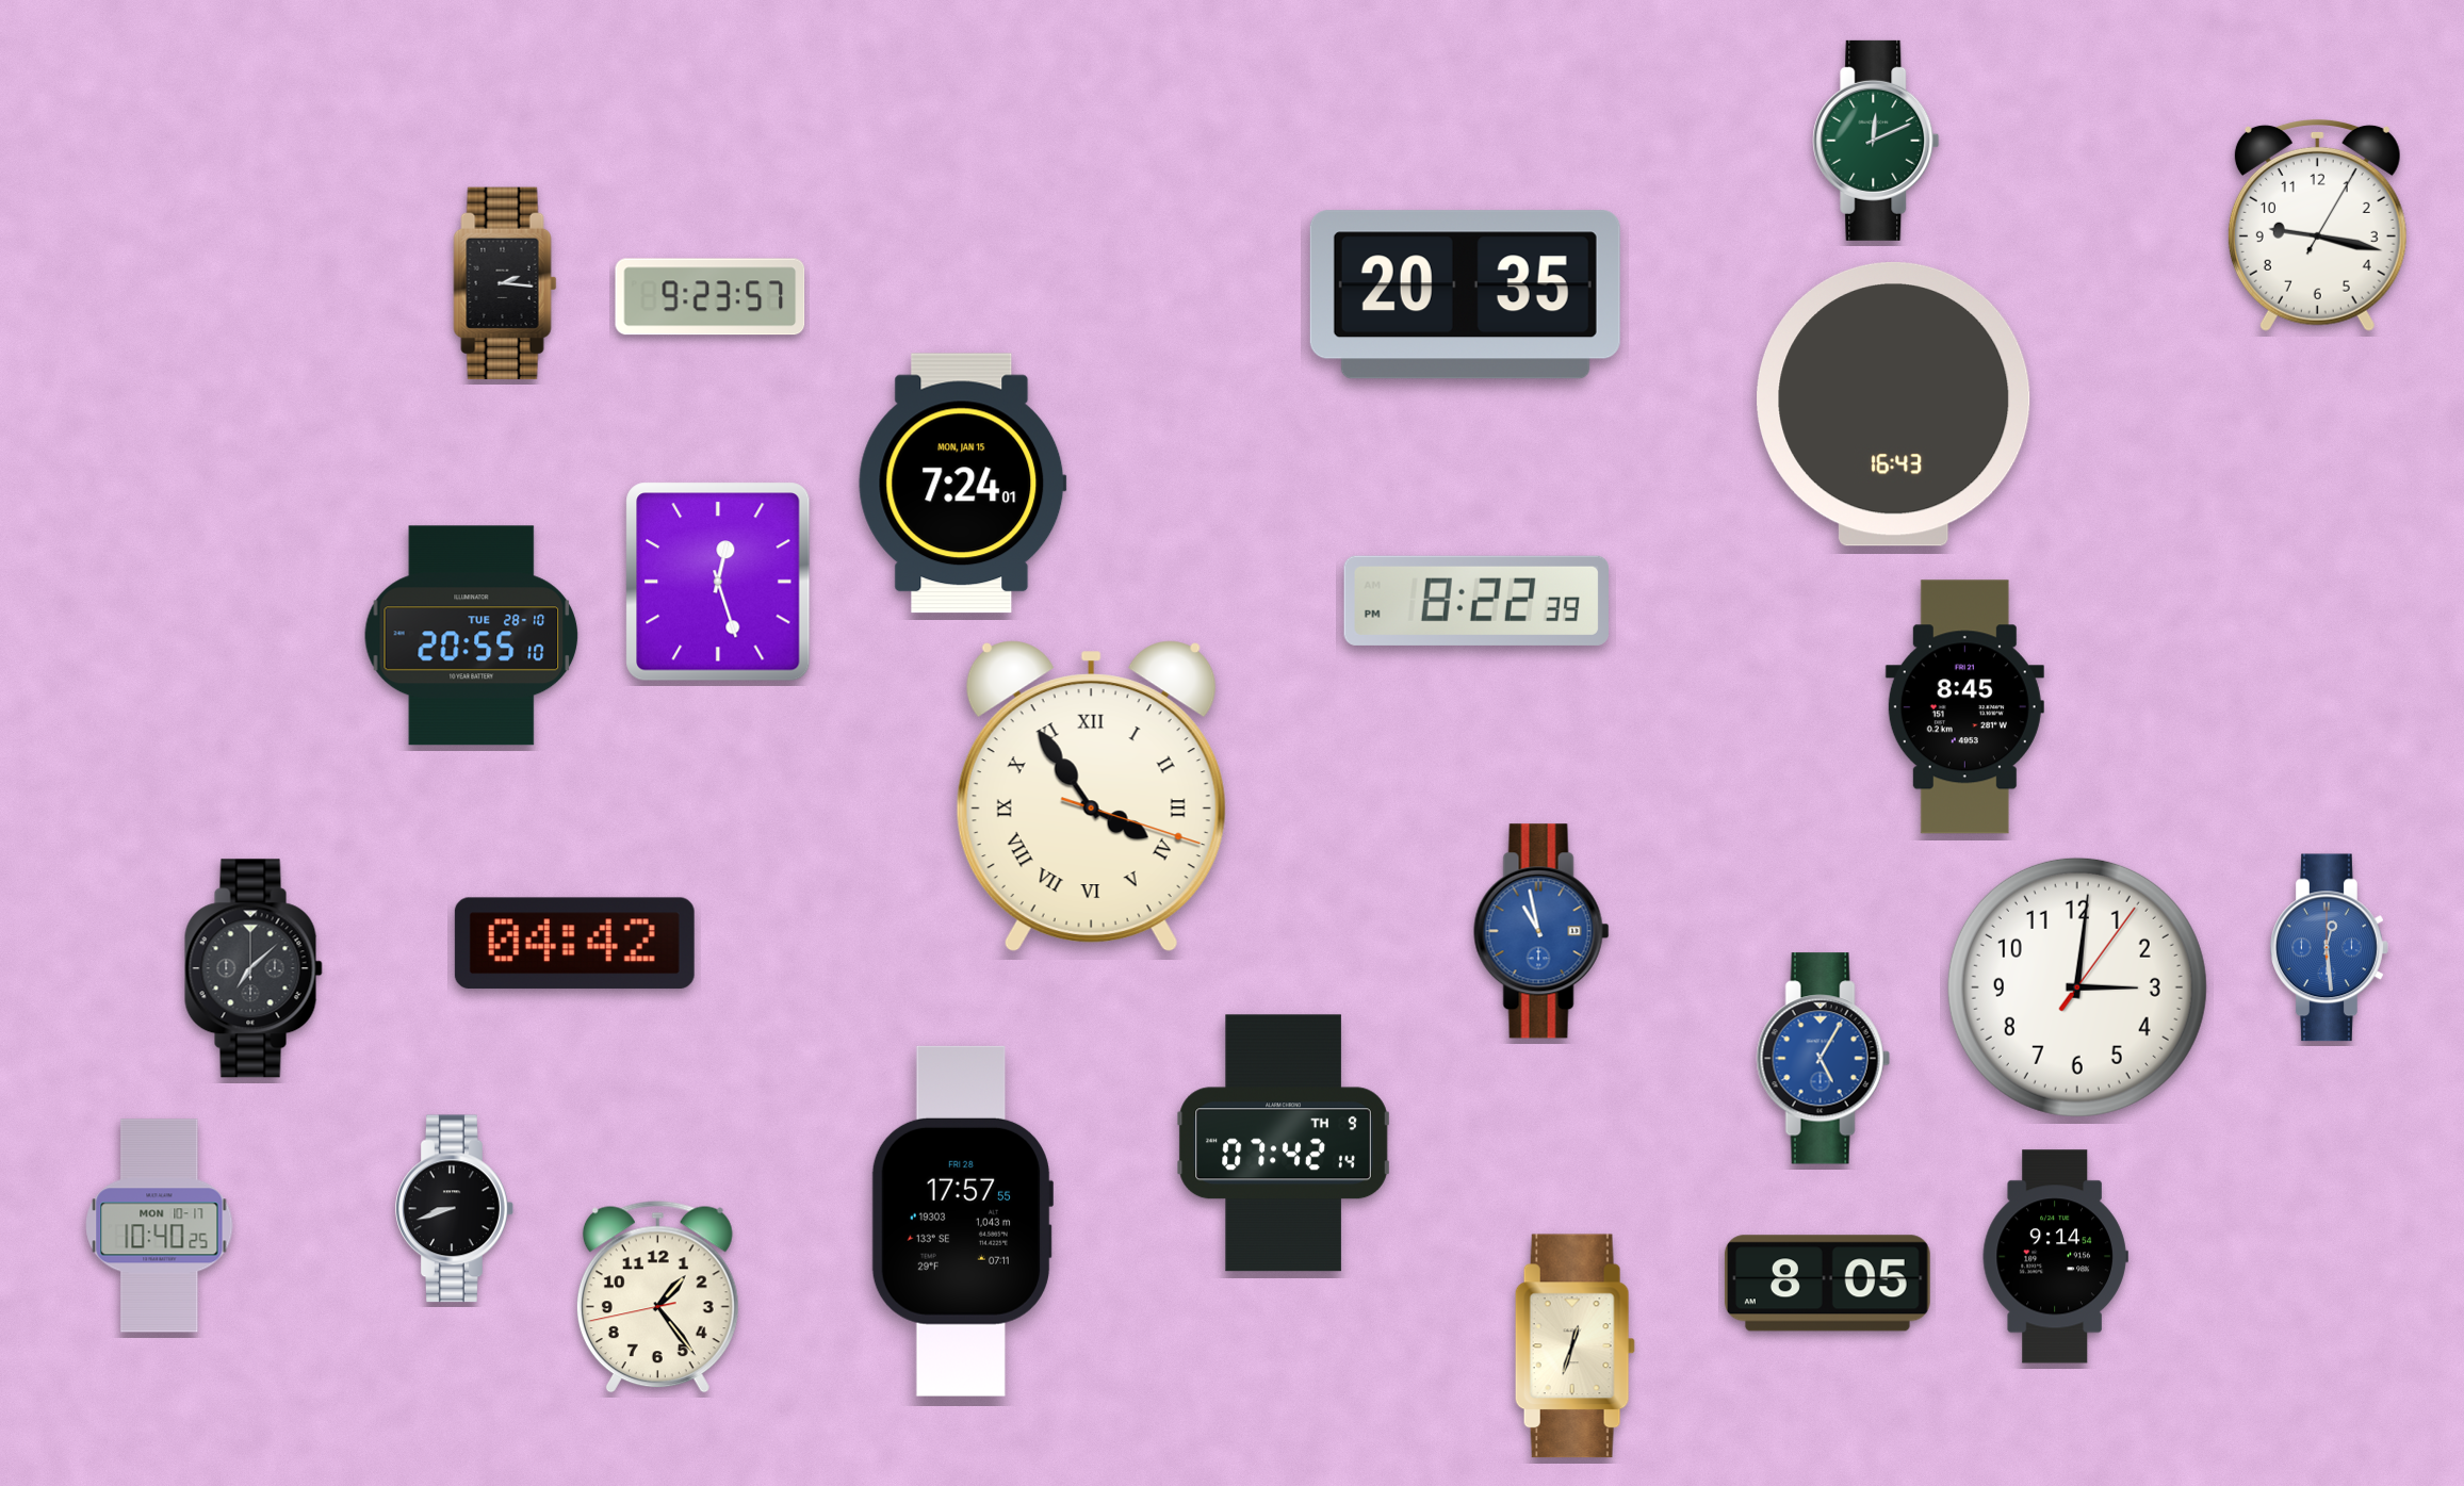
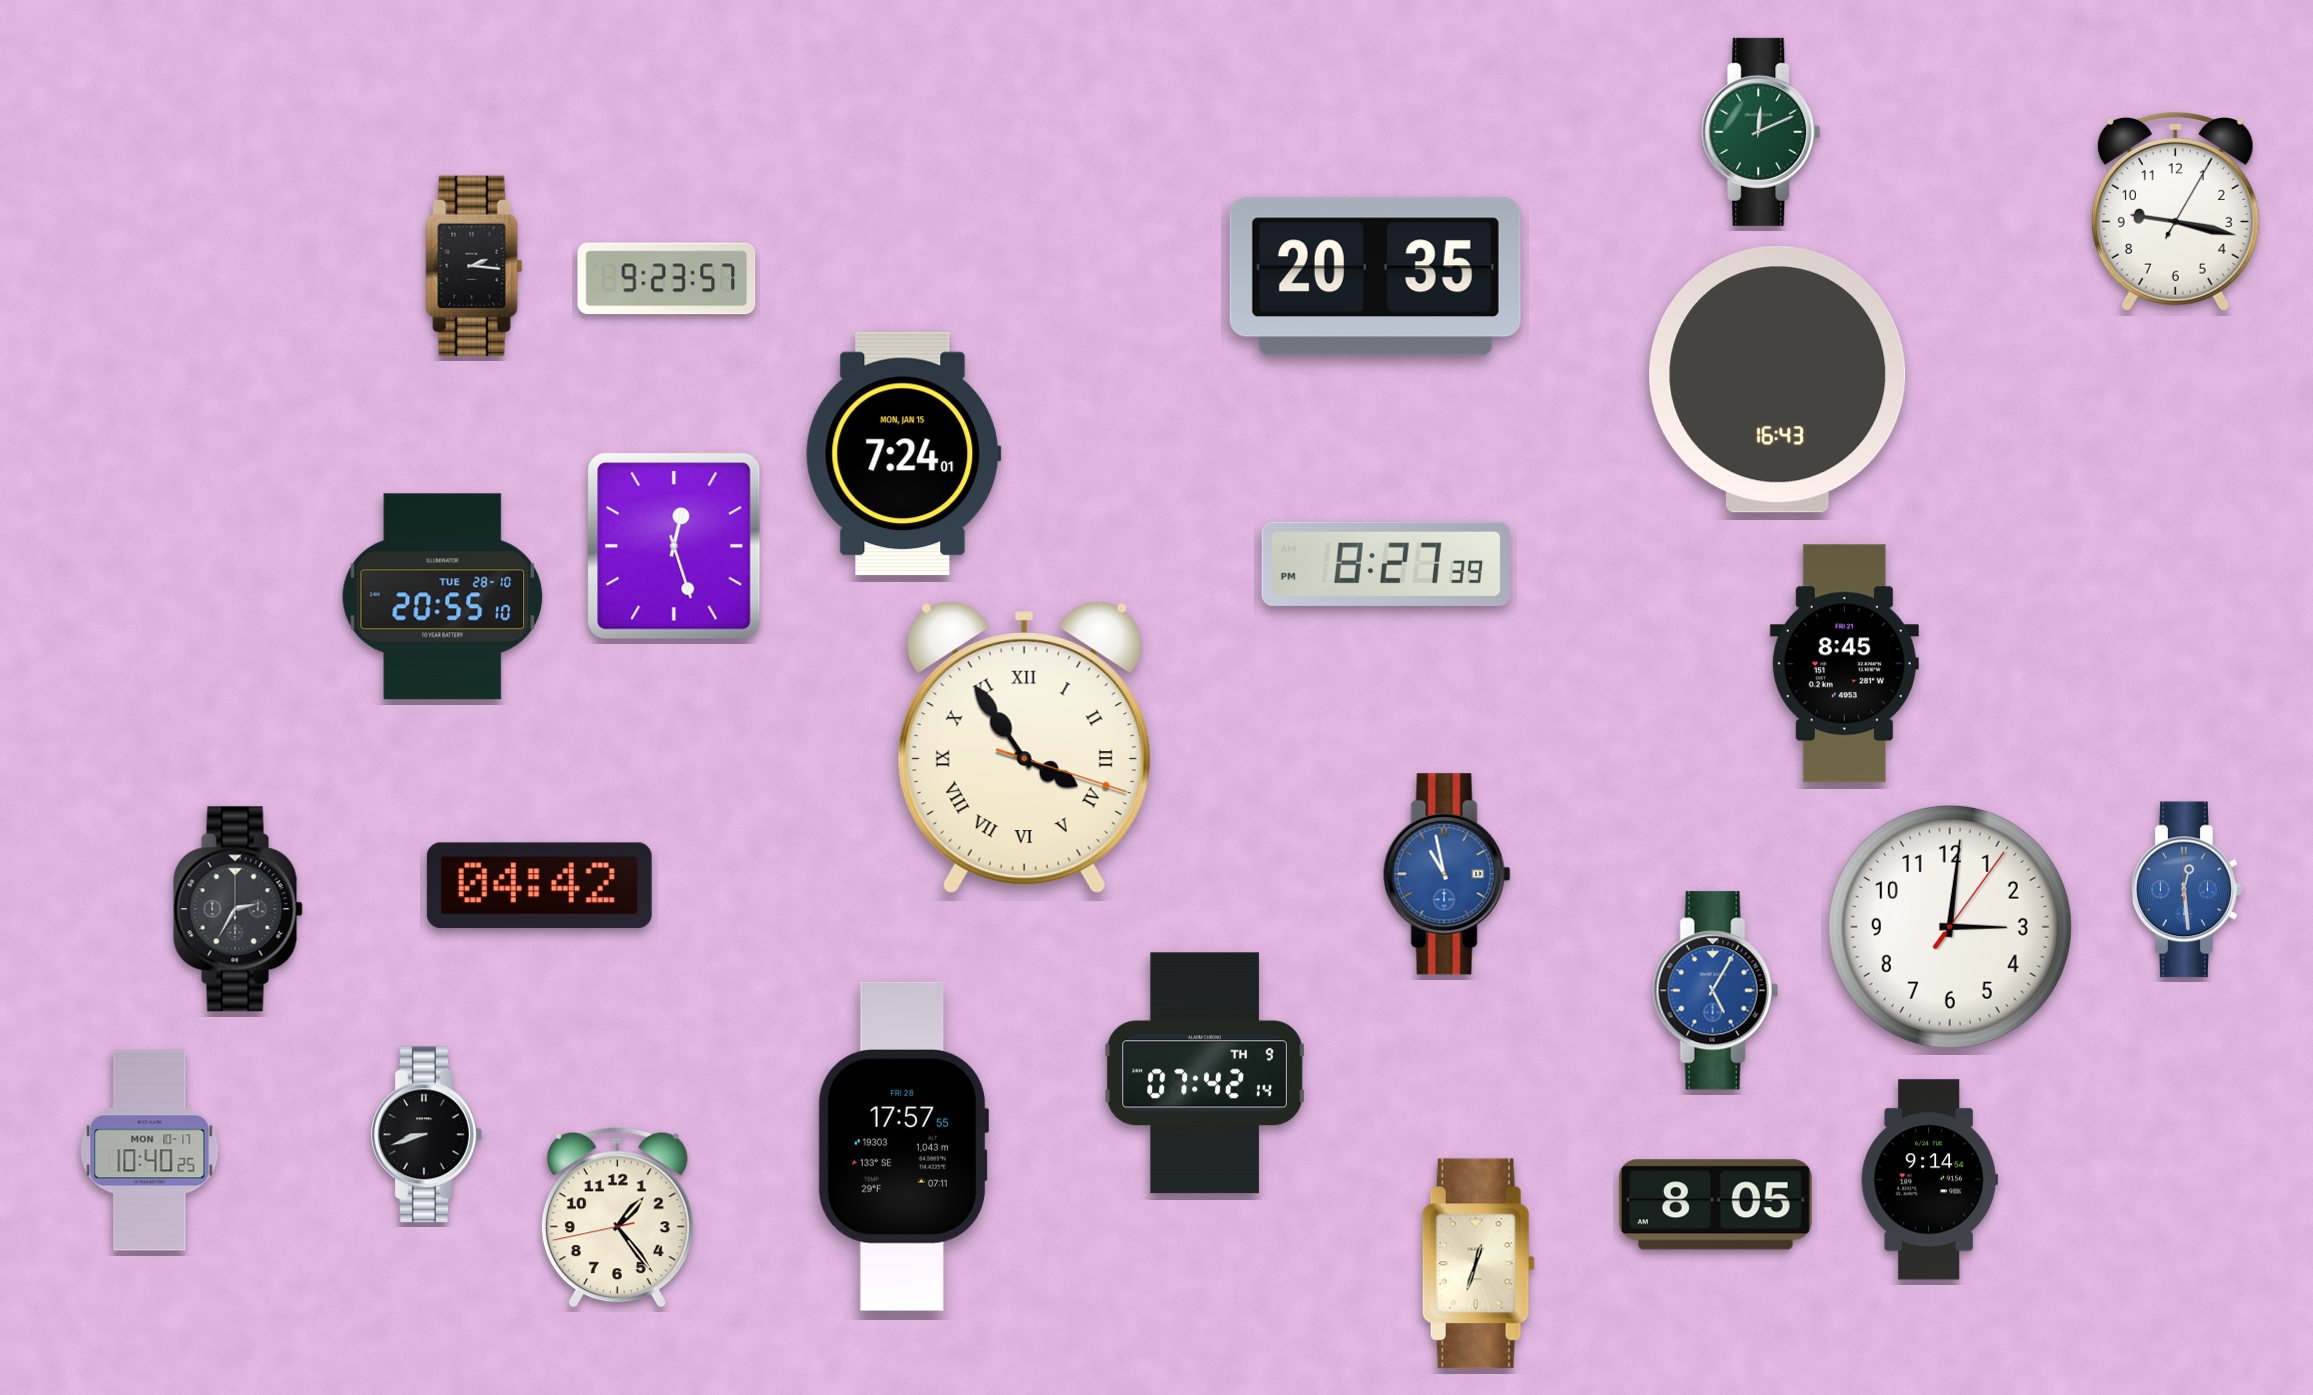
clock at (1475, 601): 8:22 -> 8:27
clock at (254, 968): 7:08 -> 2:35
clock at (1823, 1059) position: (1823, 1059) -> (1715, 991)
